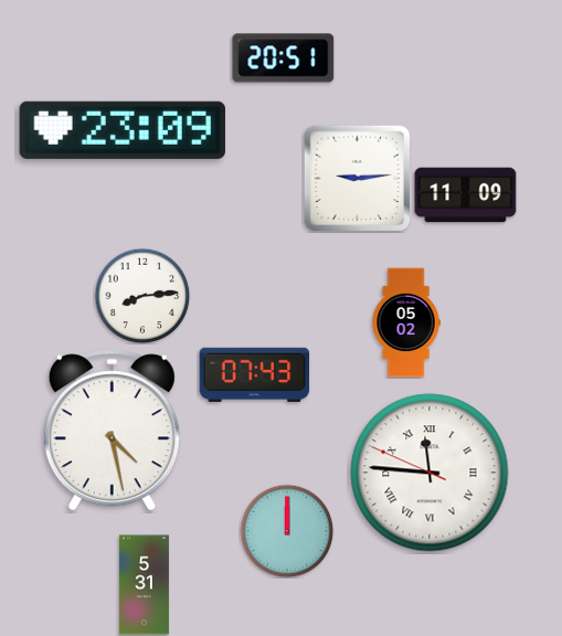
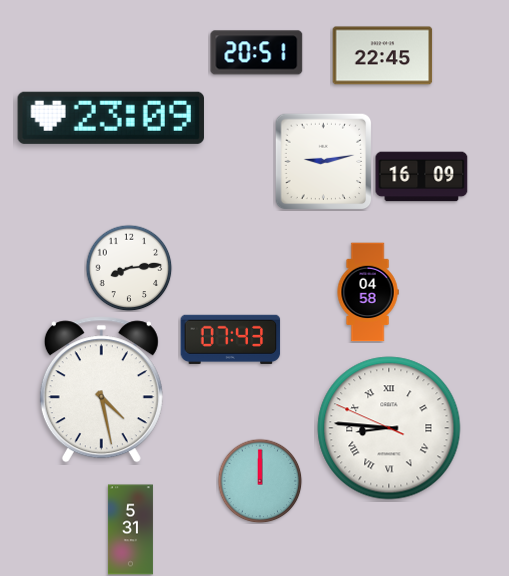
clock at (383, 56): none -> 22:45
clock at (357, 178): 9:14 -> 9:13
clock at (466, 195): 11:09 -> 16:09
clock at (406, 322): 05:02 -> 04:58
clock at (430, 473): 11:45 -> 8:45
